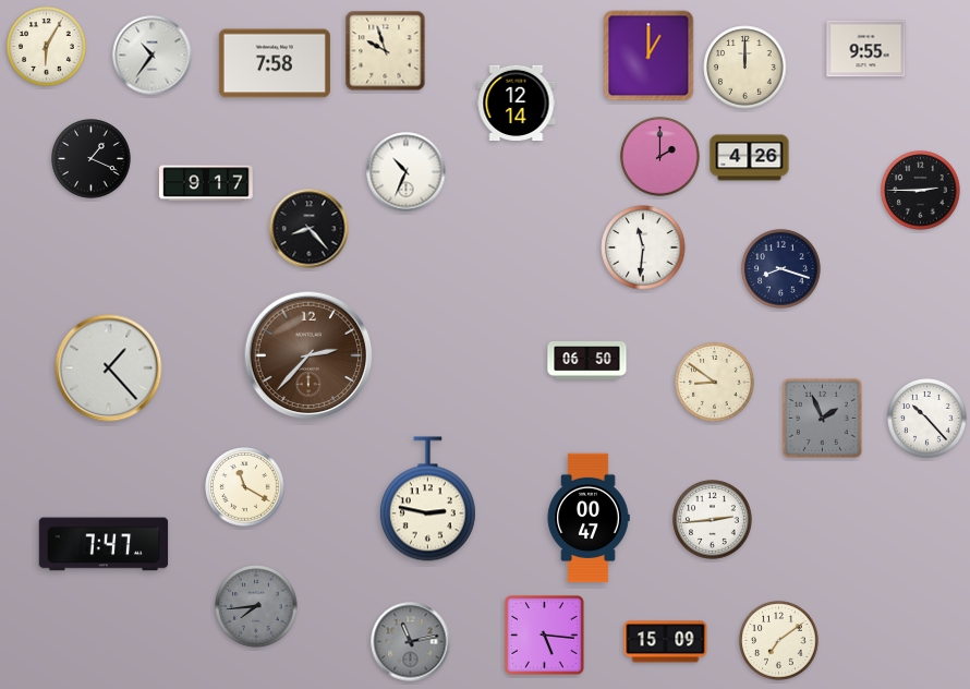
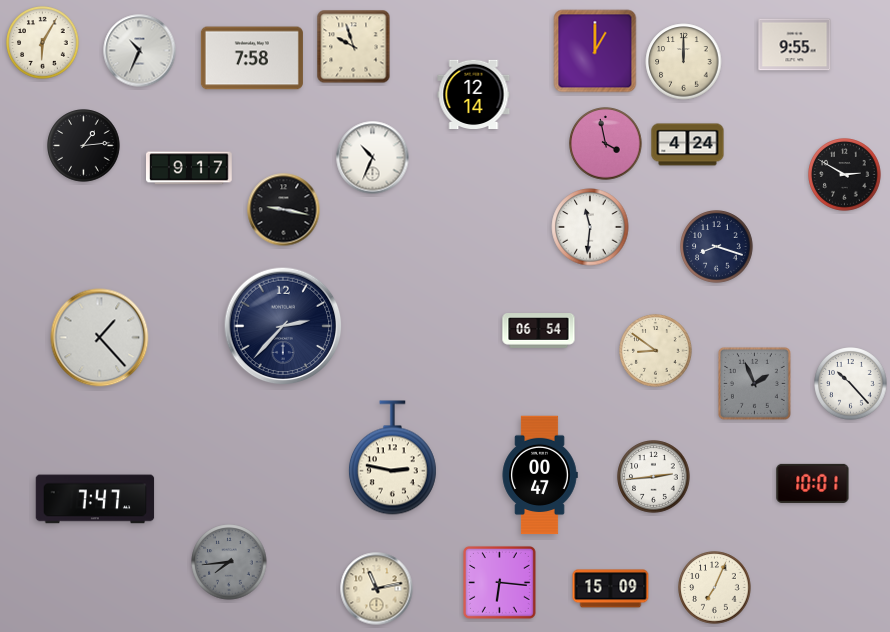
clock at (153, 56): 10:36 -> 10:34
clock at (660, 157): 2:00 -> 3:58
clock at (750, 158): 4:26 -> 4:24
clock at (92, 159): 1:19 -> 1:14
clock at (921, 191): 2:45 -> 2:50
clock at (310, 229): 8:23 -> 9:17
clock at (308, 355) dial: brown -> navy
clock at (587, 361): 06:50 -> 06:54
clock at (245, 487): 11:20 -> none
clock at (813, 483): none -> 10:01
clock at (256, 606) position: (256, 606) -> (229, 562)
clock at (544, 634): 5:16 -> 6:16
clock at (779, 641): 7:09 -> 7:04
clock at (411, 642) dial: grey -> cream
